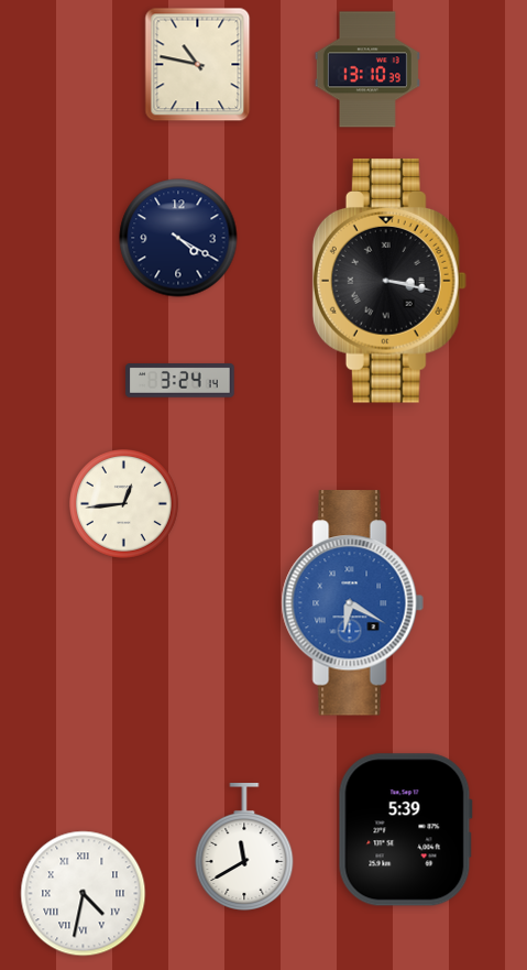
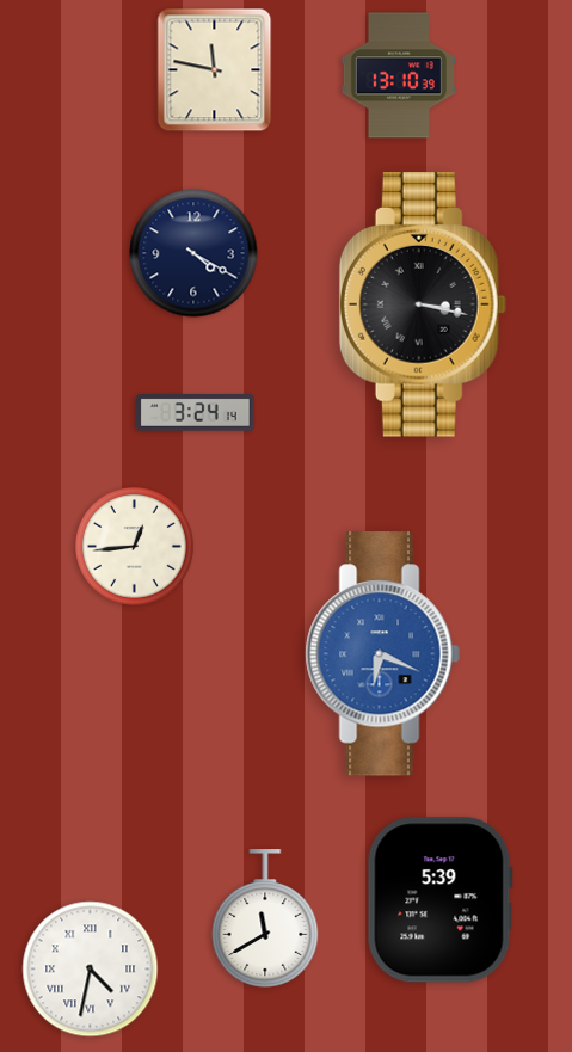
clock at (198, 65): 10:47 -> 11:47
clock at (178, 238) position: (178, 238) -> (193, 253)
clock at (352, 603): 6:20 -> 6:19
